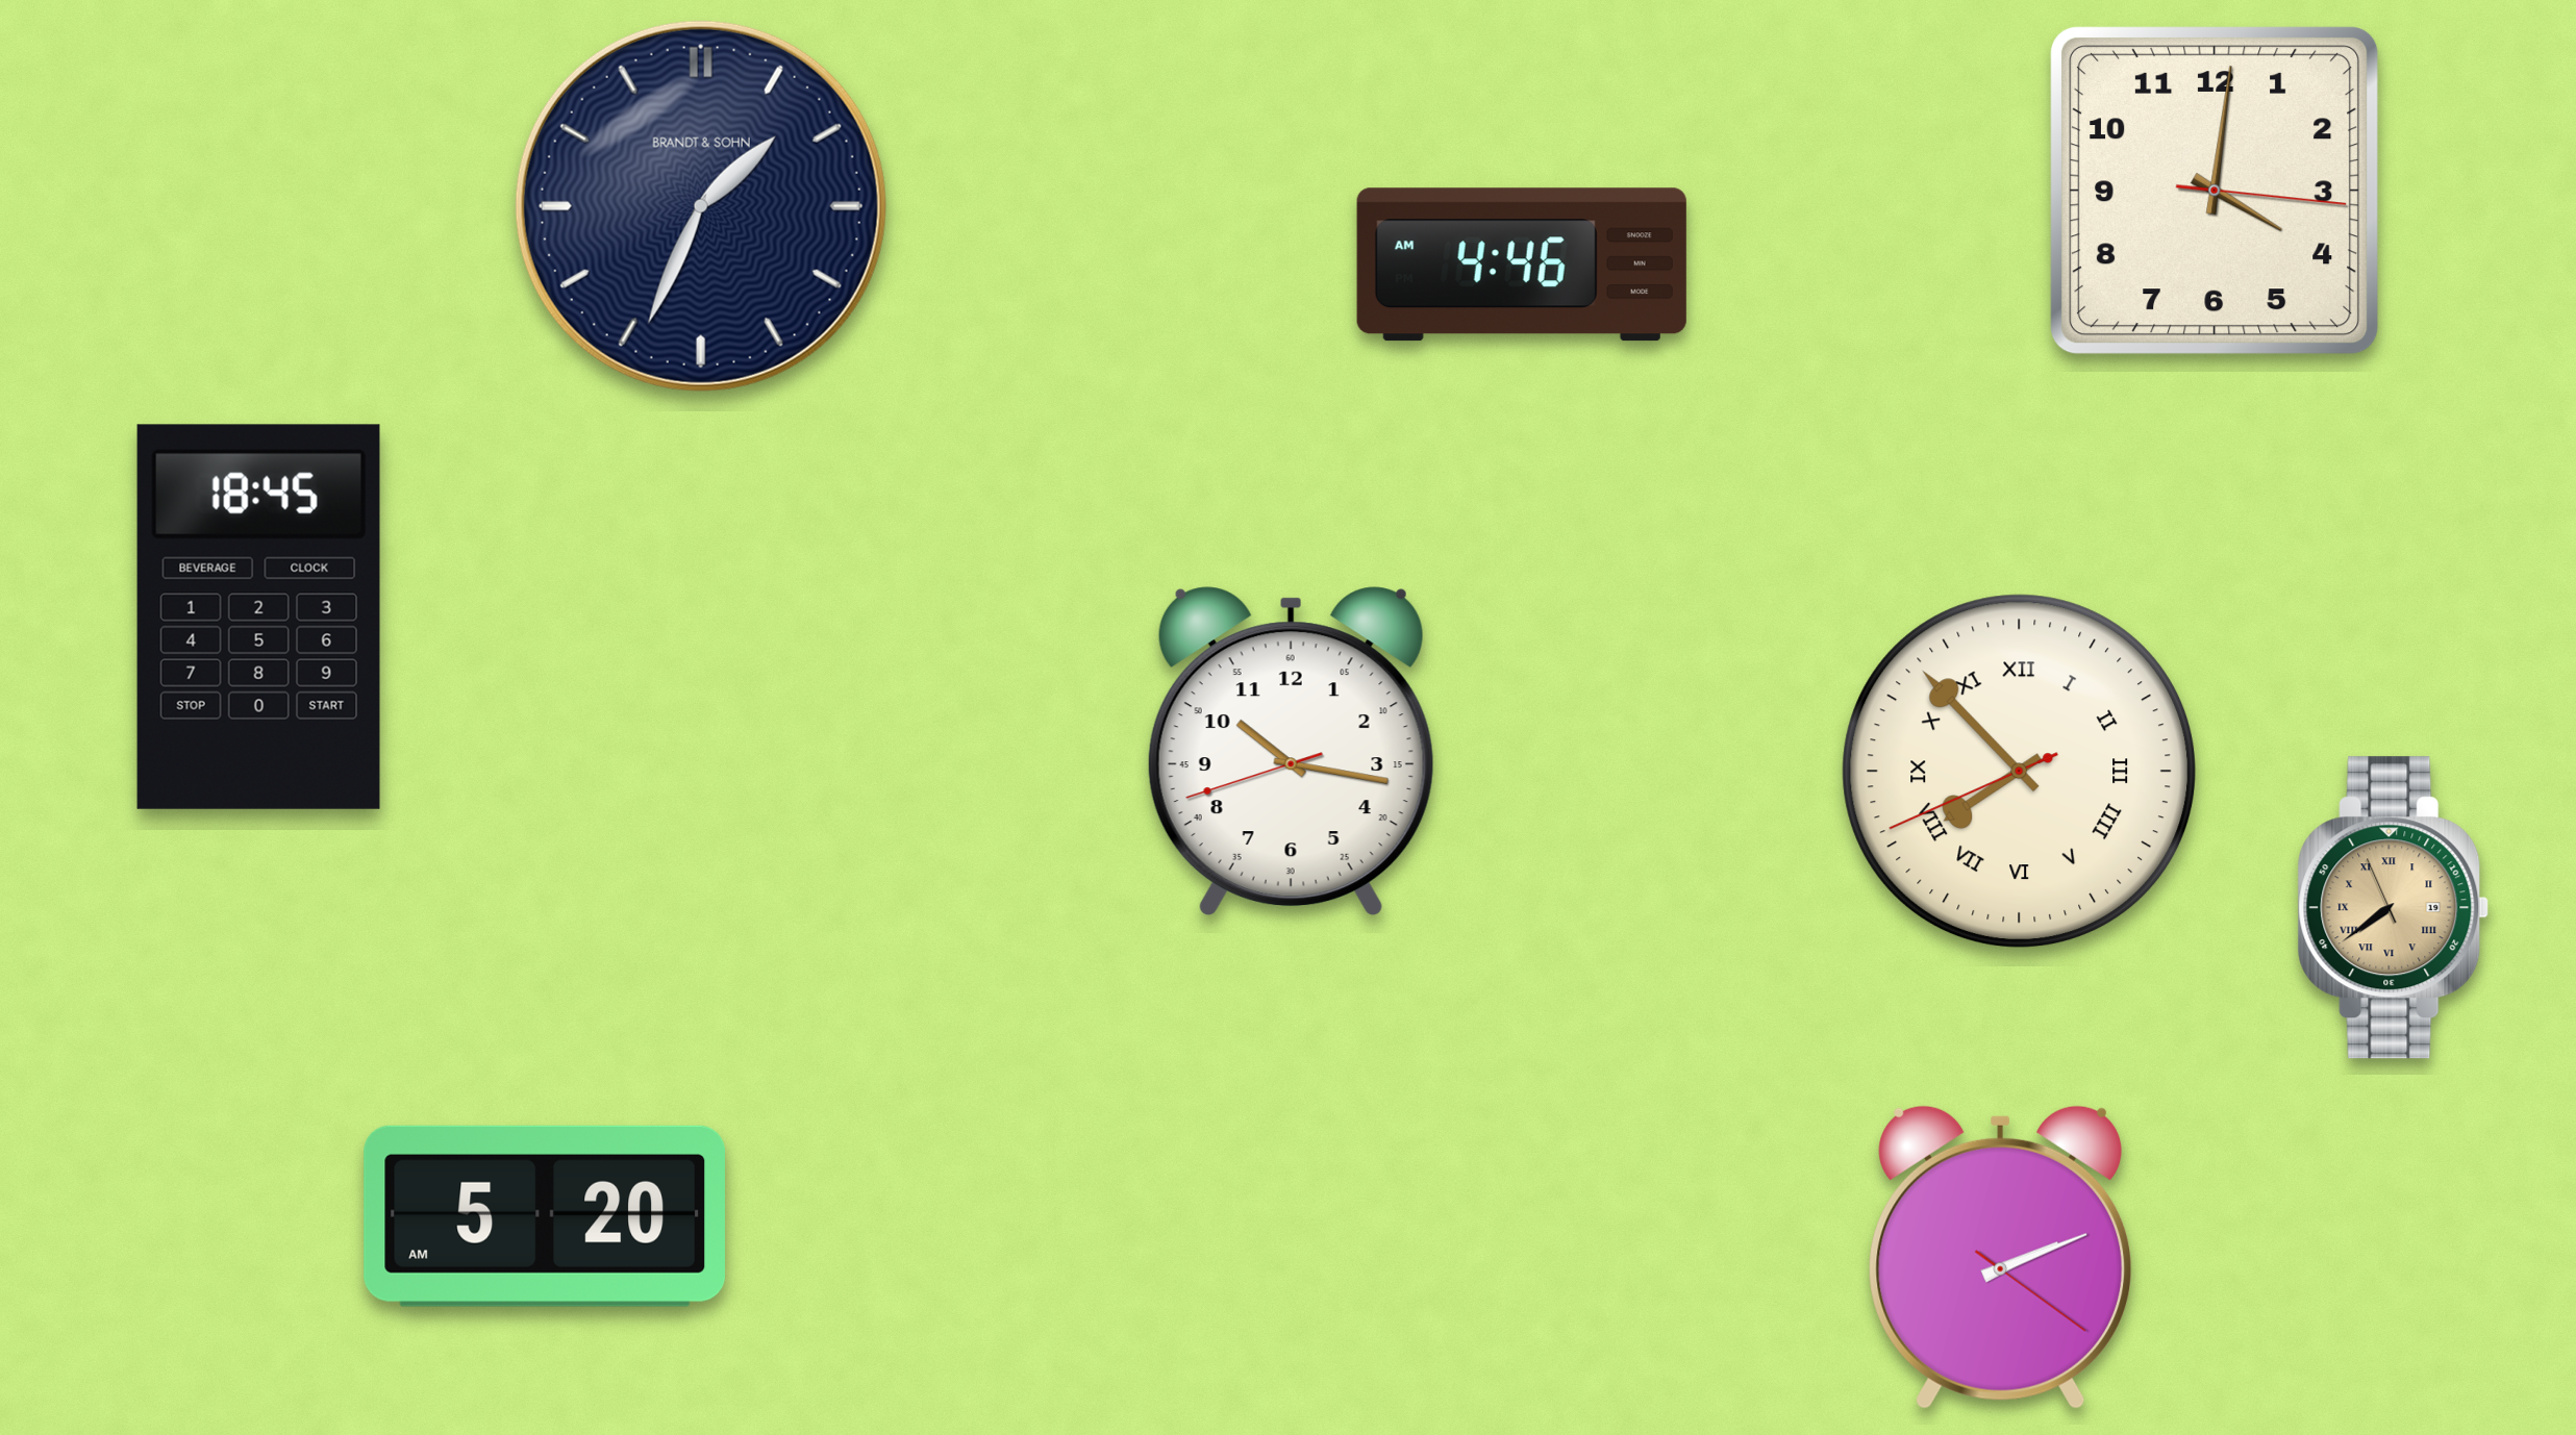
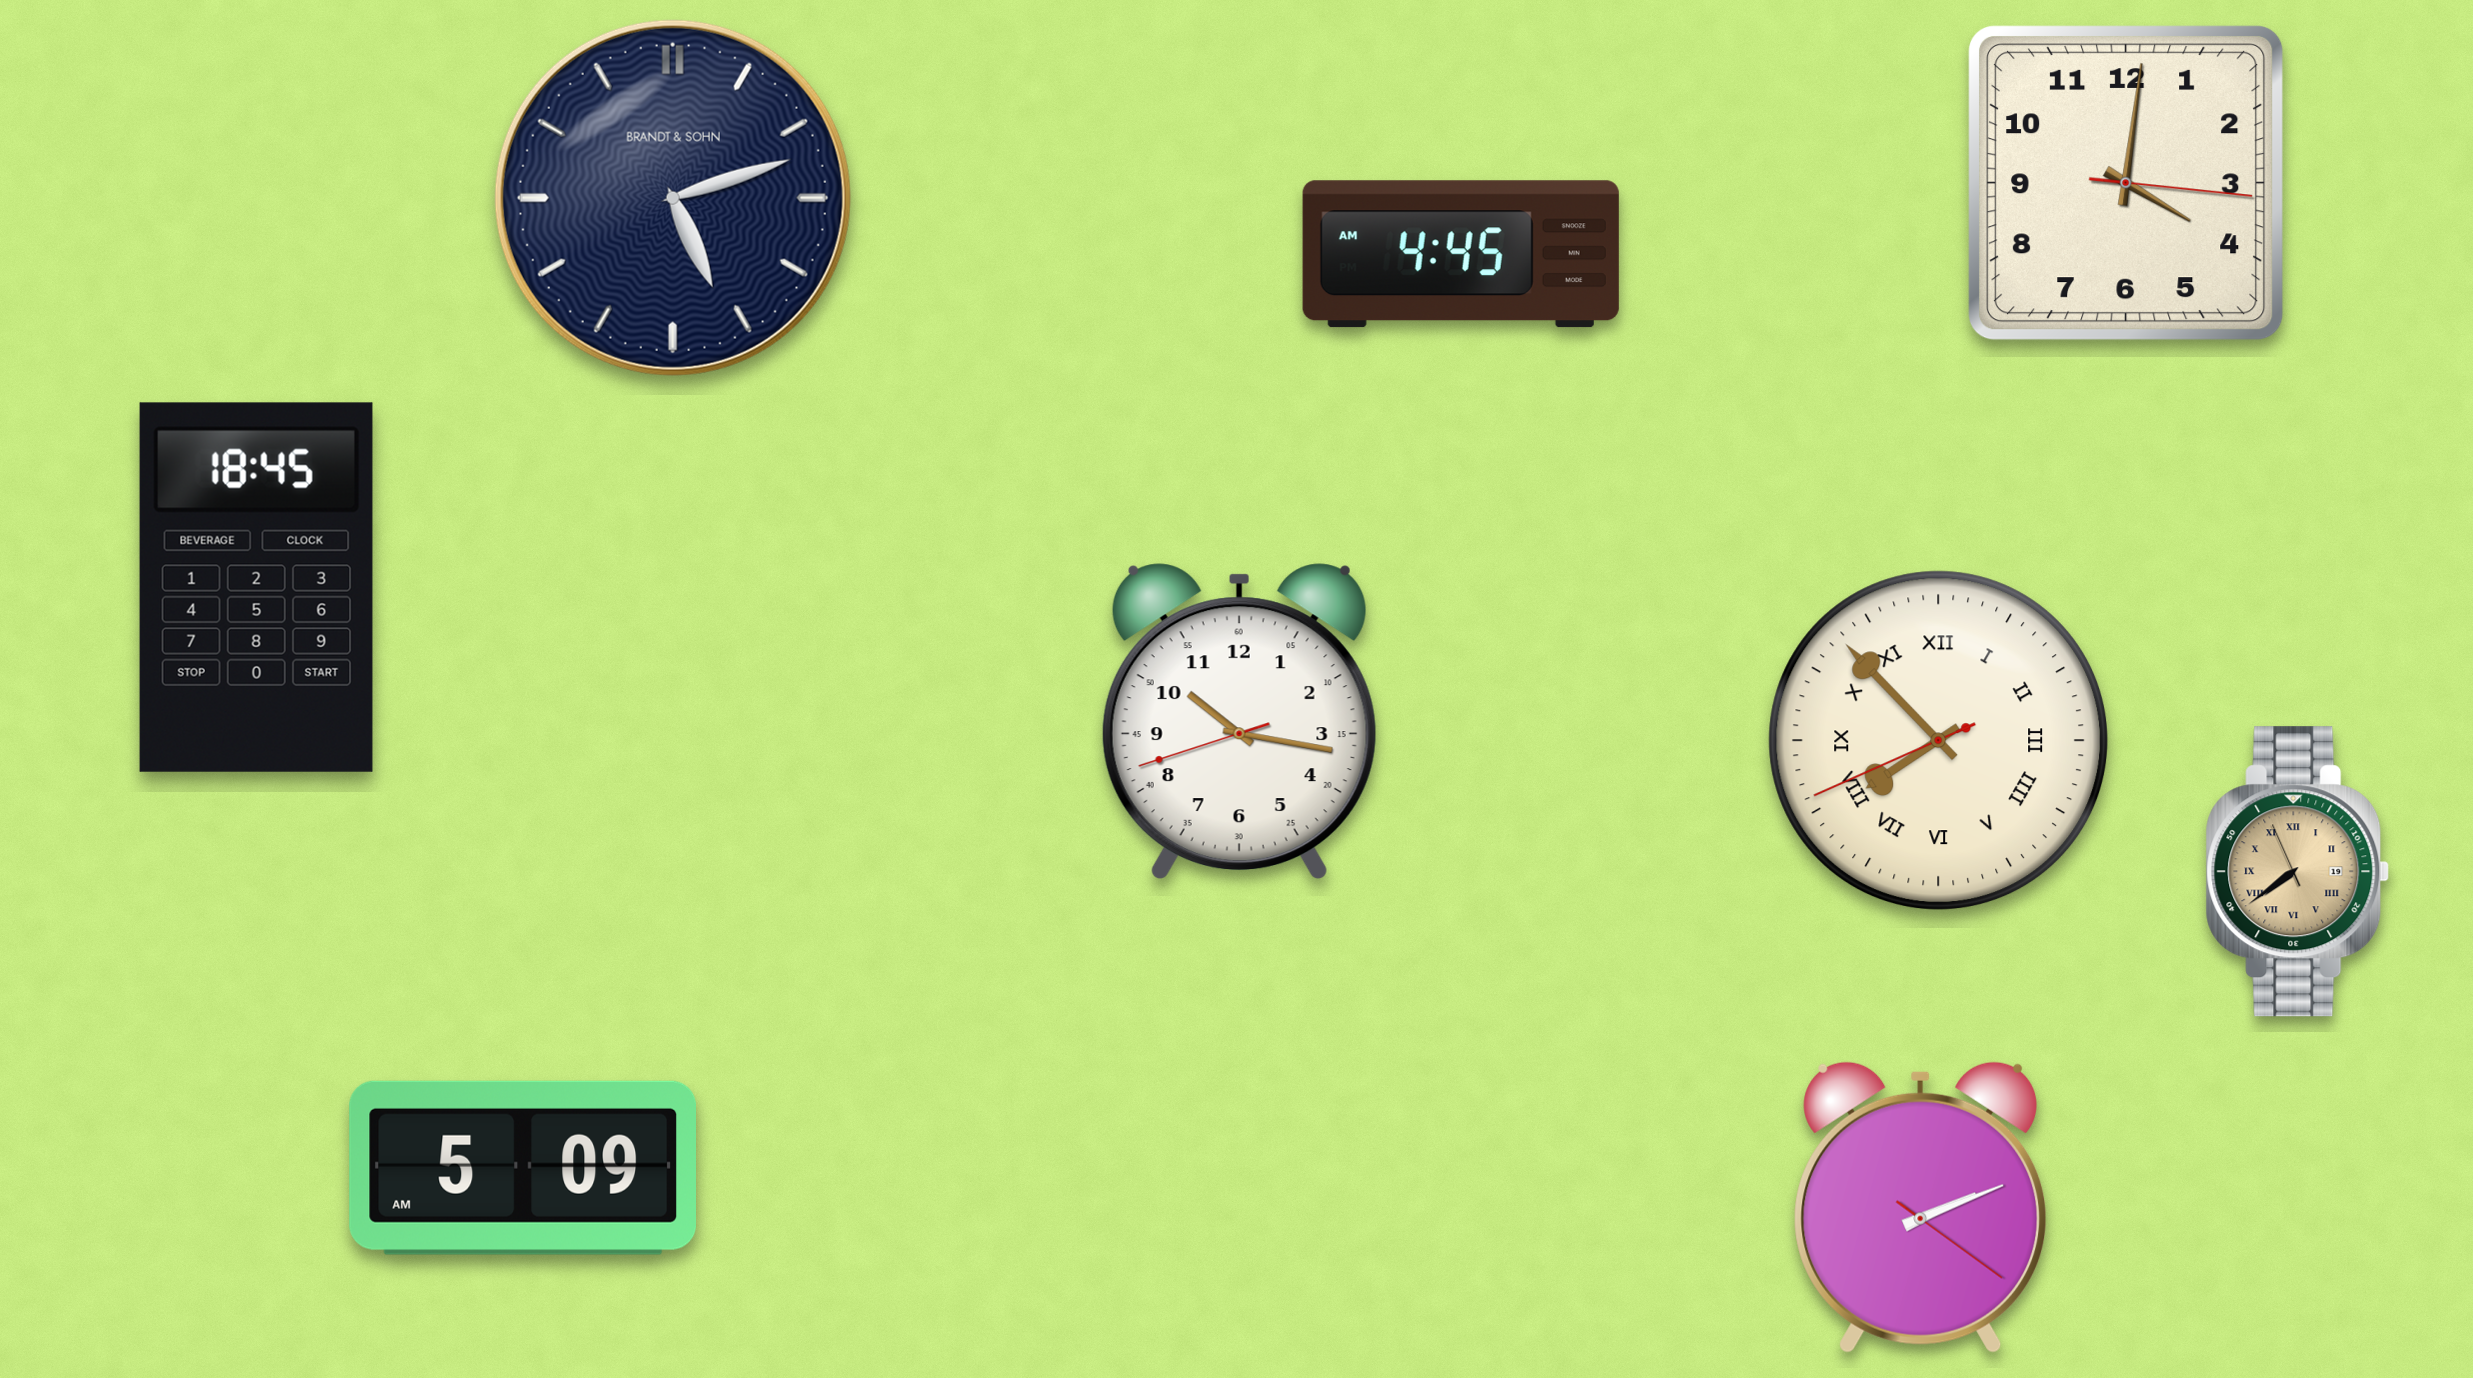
clock at (701, 206): 1:34 -> 5:12
clock at (1522, 265): 4:46 -> 4:45
clock at (258, 616) position: (258, 616) -> (256, 587)
clock at (544, 1216): 5:20 -> 5:09
